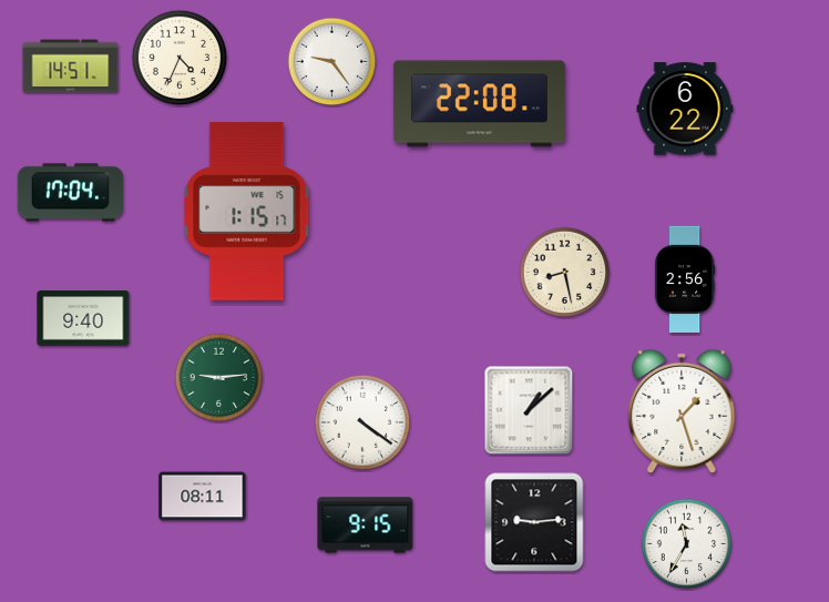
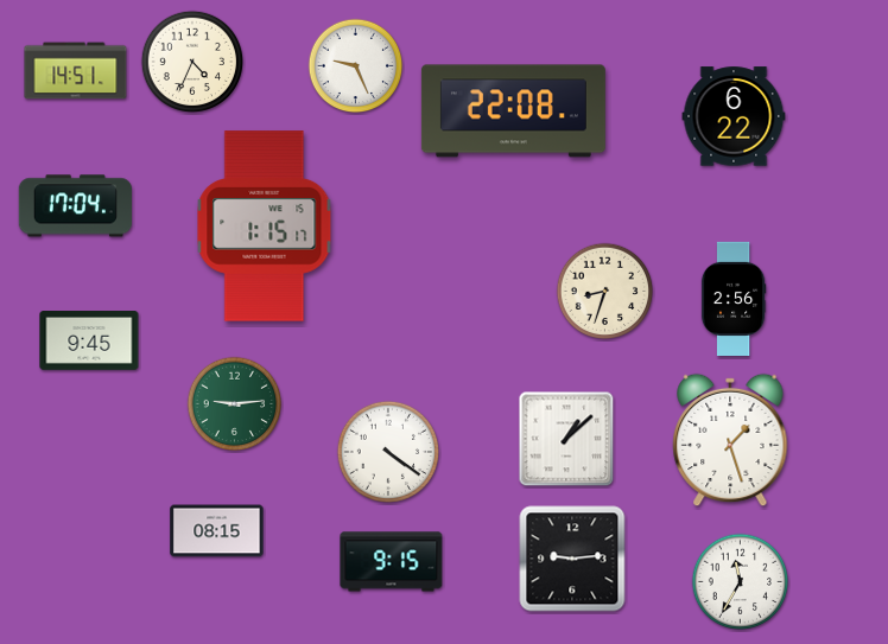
clock at (332, 62): 9:24 -> 9:26
clock at (565, 273): 8:28 -> 8:33
clock at (83, 319): 9:40 -> 9:45
clock at (203, 497): 08:11 -> 08:15
clock at (687, 544) position: (687, 544) -> (741, 582)
